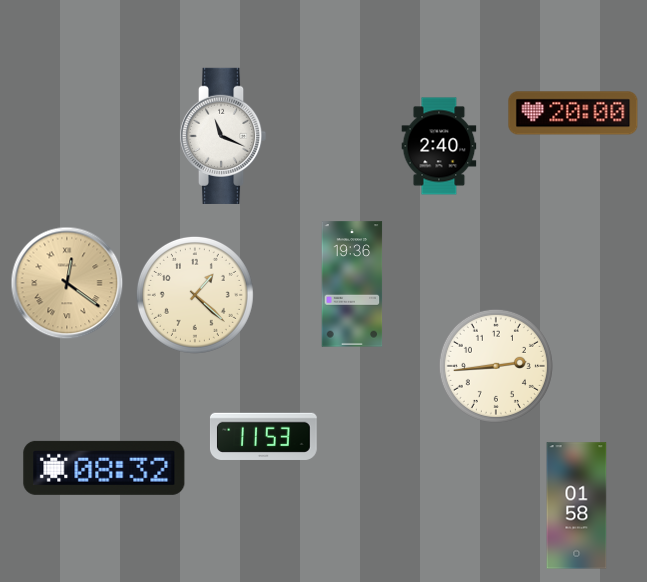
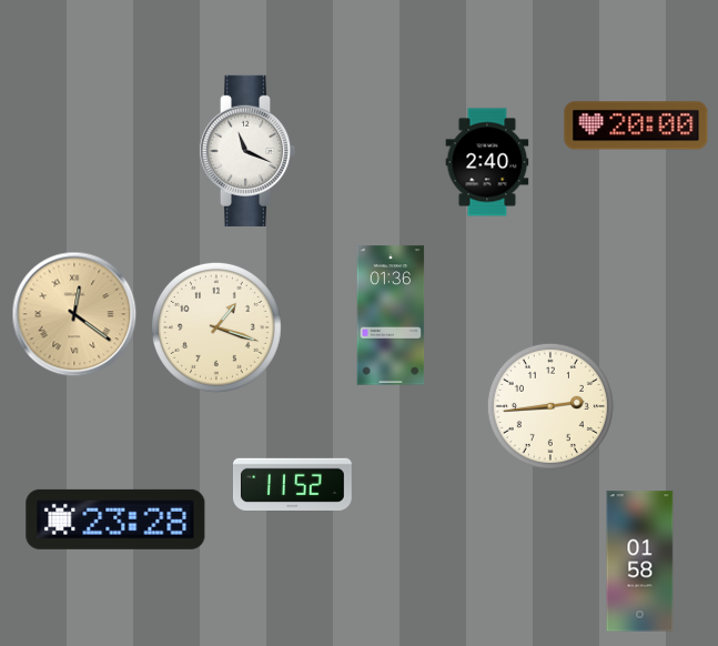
clock at (352, 284): 19:36 -> 01:36
clock at (195, 295): 1:22 -> 1:18
clock at (263, 436): 11:53 -> 11:52
clock at (104, 468): 08:32 -> 23:28
